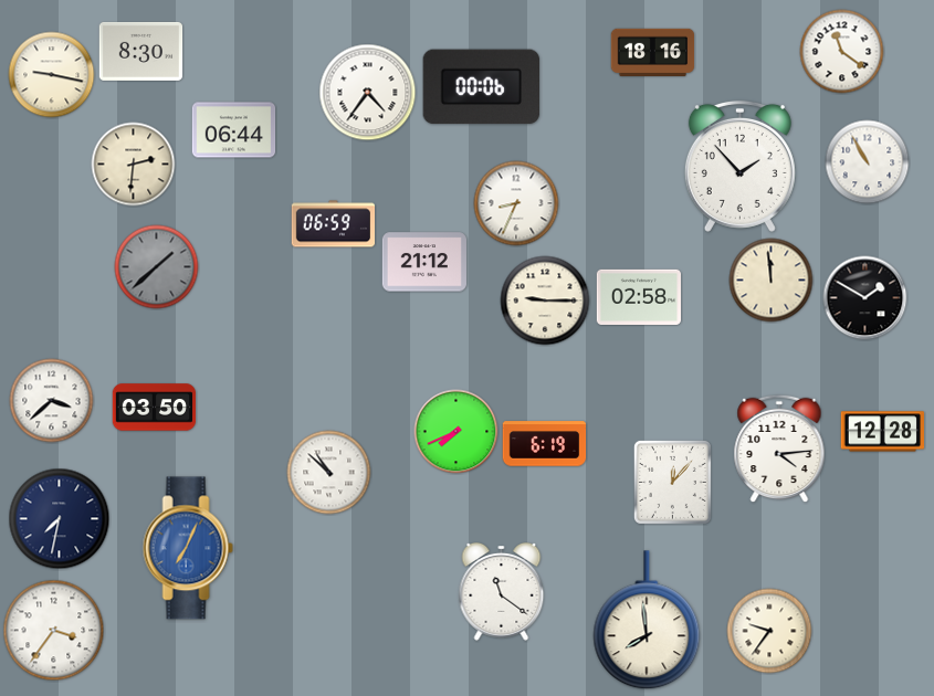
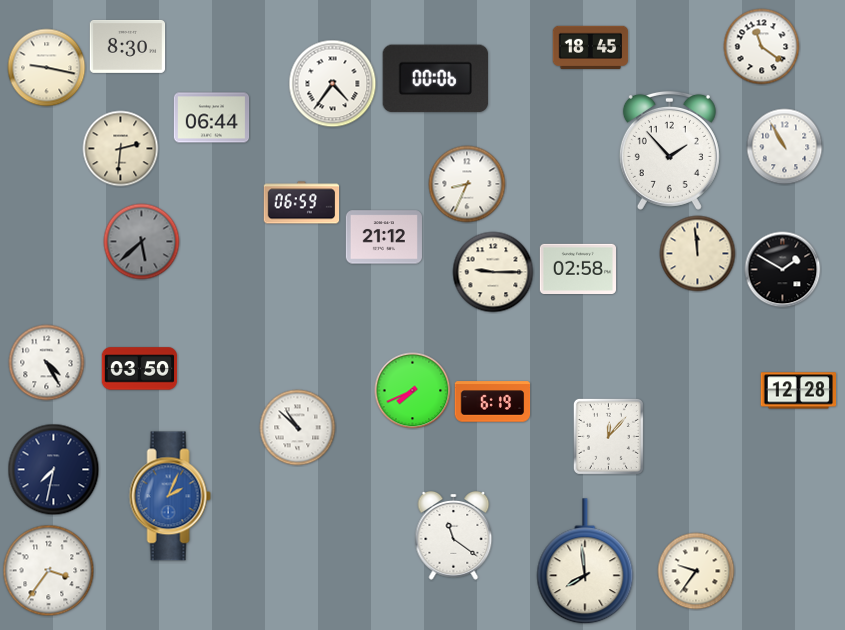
clock at (653, 52): 18:16 -> 18:45
clock at (157, 267): 1:38 -> 5:38
clock at (52, 401): 3:38 -> 4:25
clock at (779, 449): 4:14 -> none
clock at (188, 548): 7:04 -> 2:04
